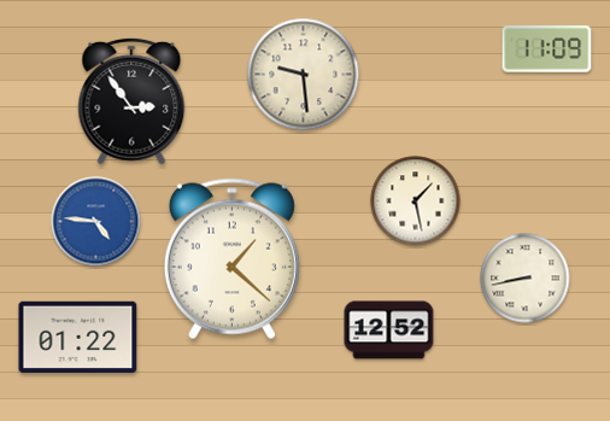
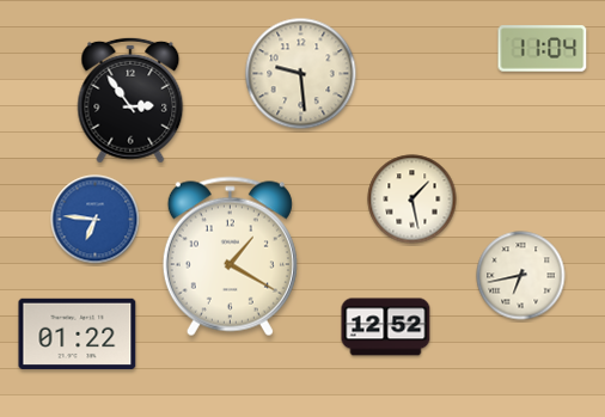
clock at (547, 49): 11:09 -> 11:04
clock at (96, 222): 4:46 -> 6:46
clock at (231, 259): 1:22 -> 1:20
clock at (526, 279): 8:43 -> 6:43
